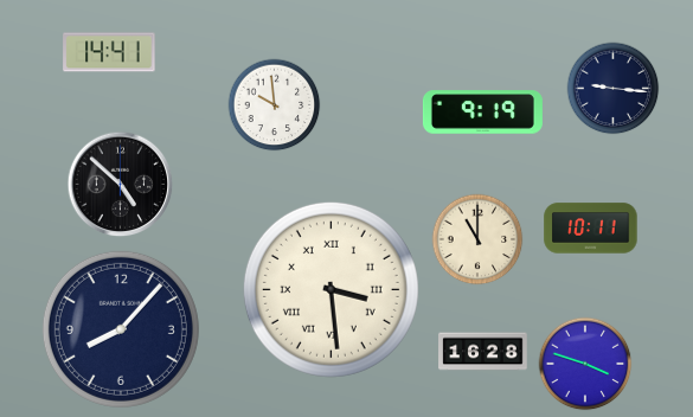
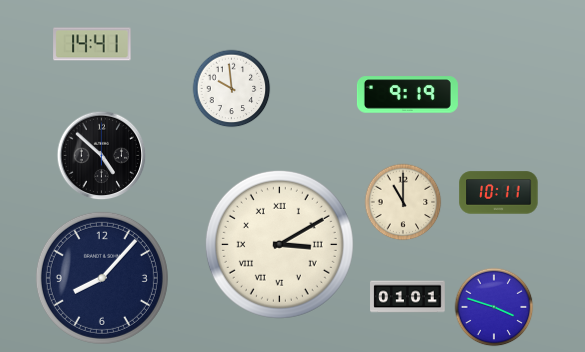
clock at (614, 89): 9:16 -> none
clock at (331, 289): 3:29 -> 3:10
clock at (483, 352): 16:28 -> 01:01
